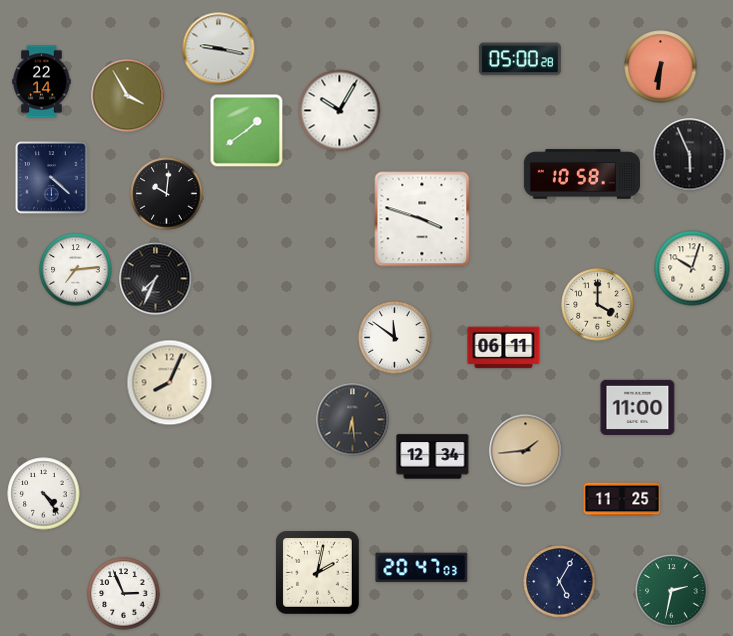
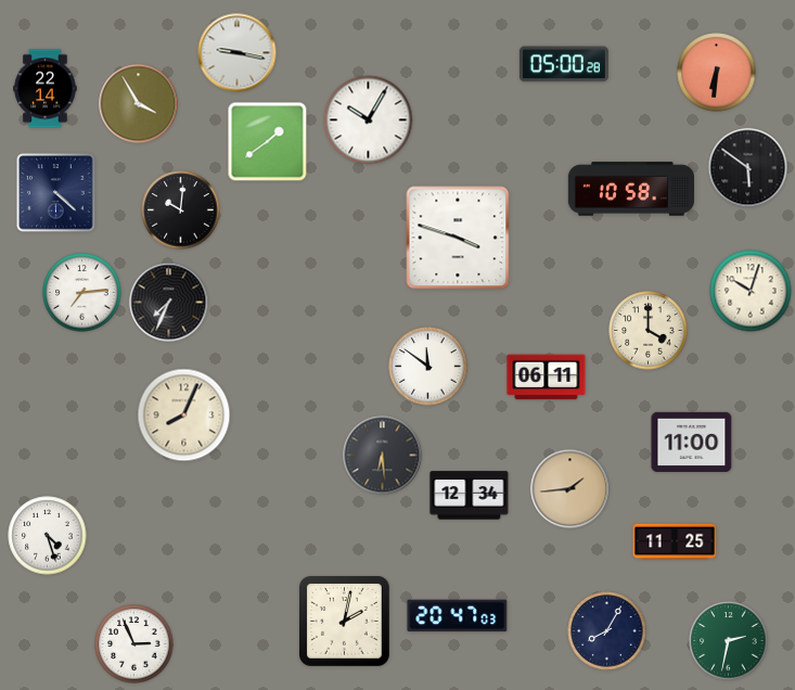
clock at (690, 155): 5:56 -> 5:51
clock at (44, 494): 4:24 -> 4:27
clock at (560, 582): 5:05 -> 8:05
